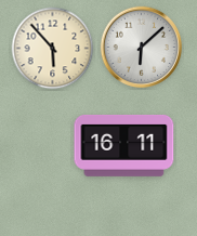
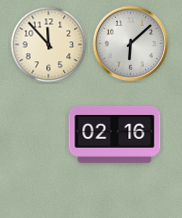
clock at (53, 49): 5:53 -> 11:53
clock at (124, 145): 16:11 -> 02:16
